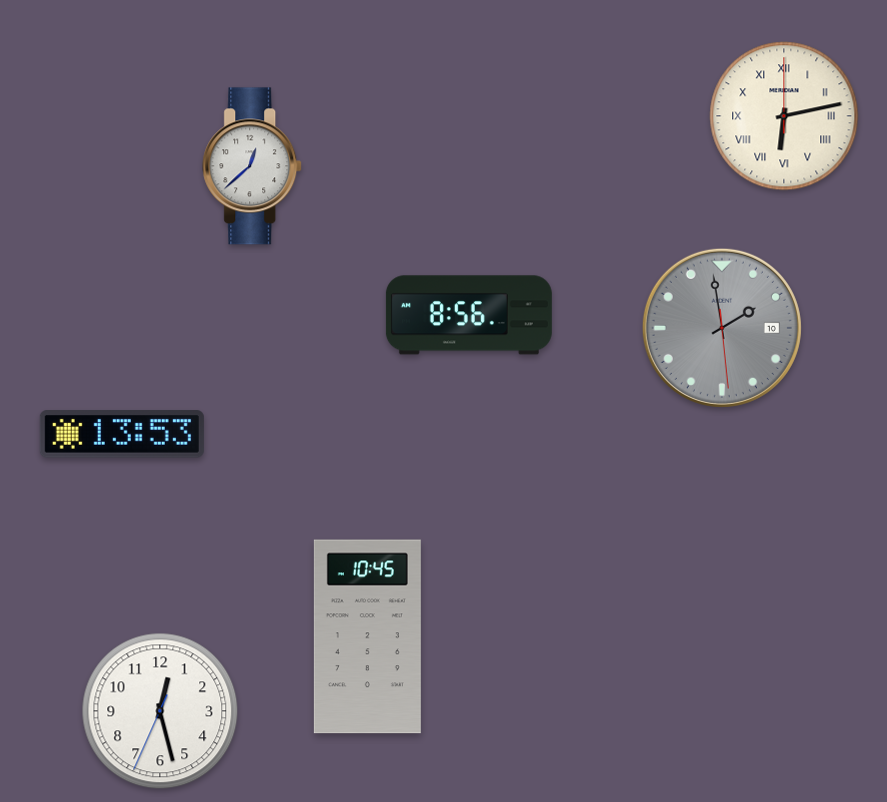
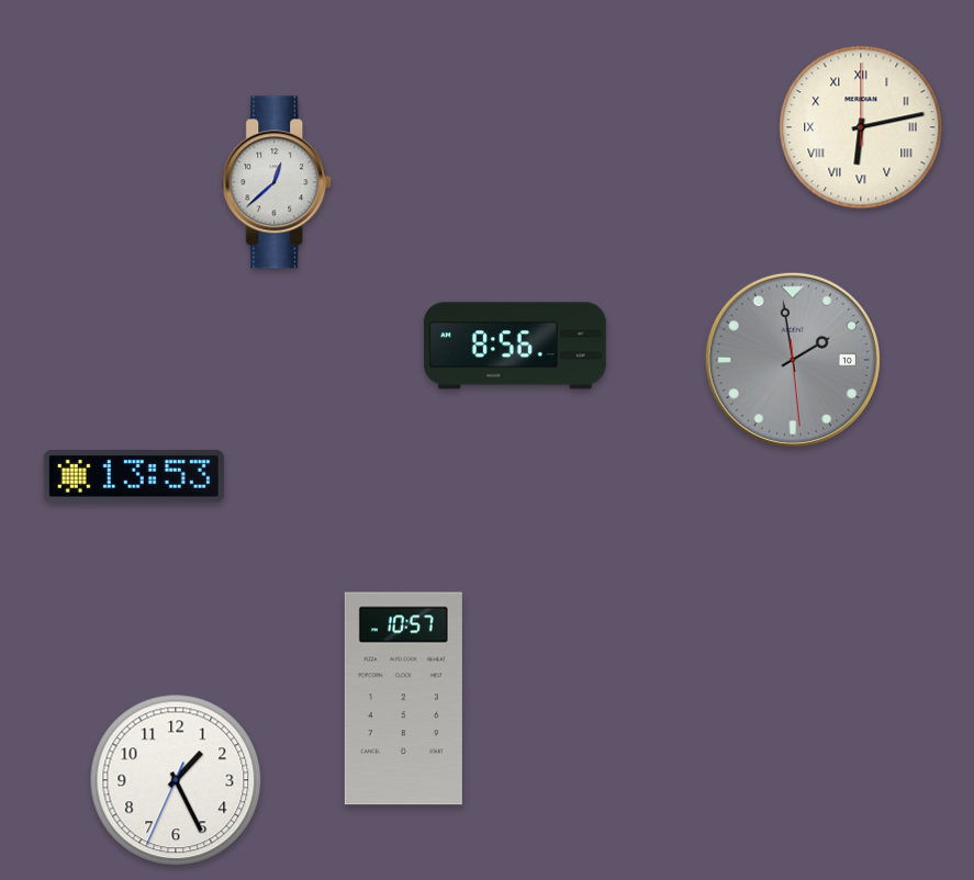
clock at (367, 637): 10:45 -> 10:57
clock at (160, 711): 12:27 -> 1:25
